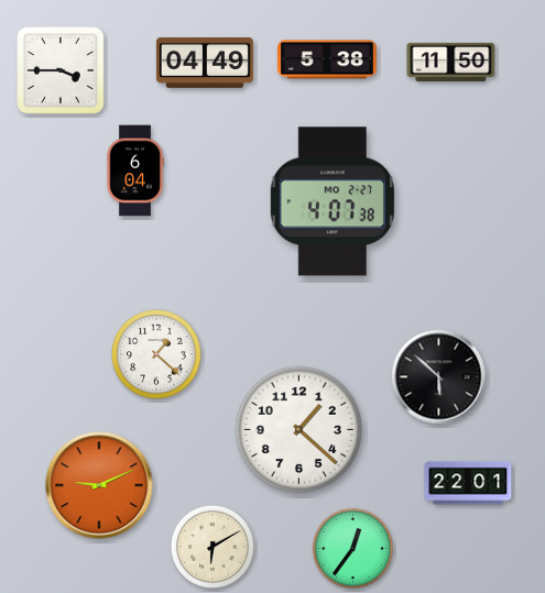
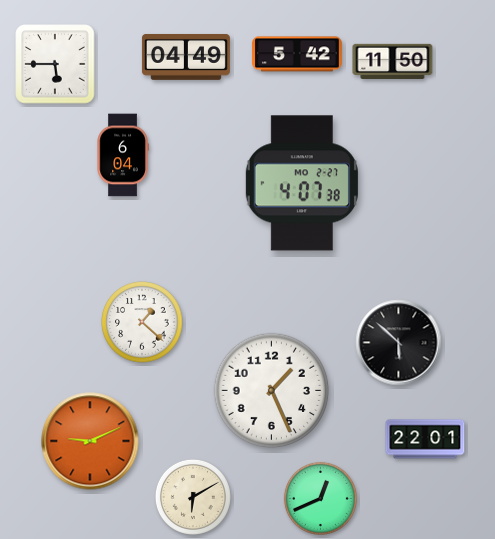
clock at (327, 59): 5:38 -> 5:42
clock at (451, 62) position: (451, 62) -> (393, 61)
clock at (61, 70): 3:45 -> 5:45
clock at (299, 430): 1:22 -> 1:26
clock at (352, 548): 12:36 -> 12:41
